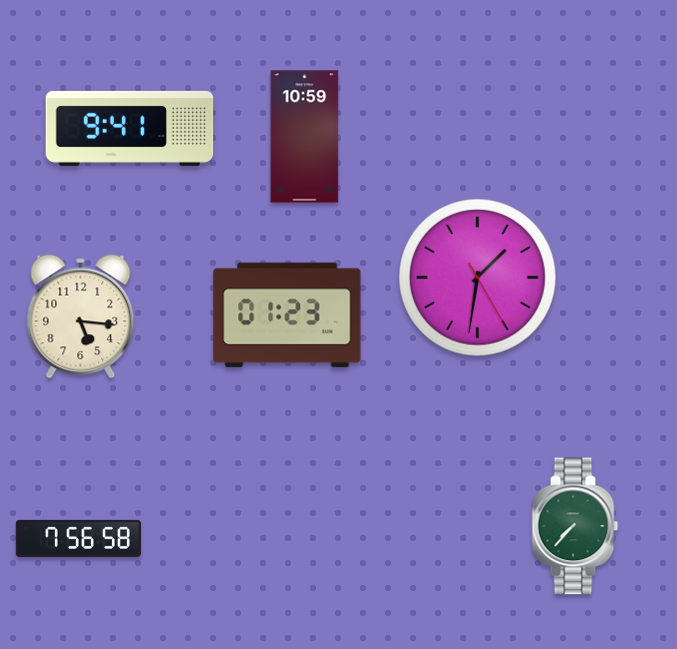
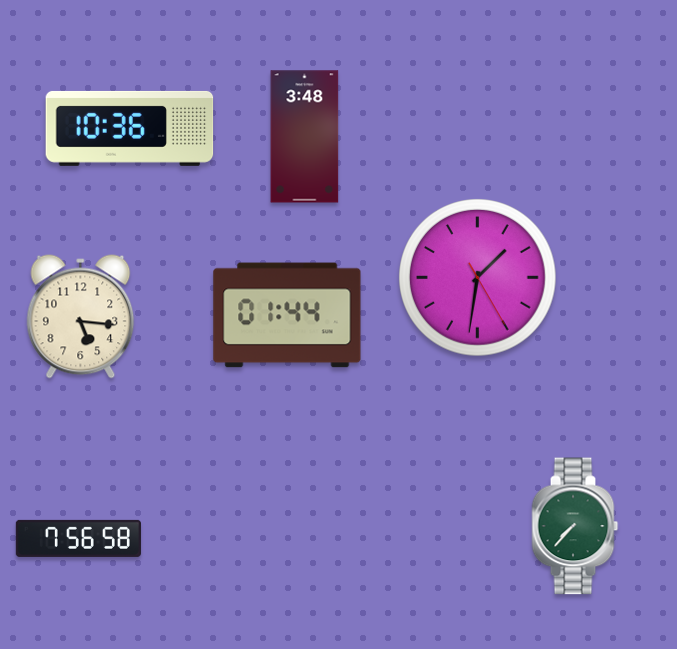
clock at (130, 128): 9:41 -> 10:36
clock at (305, 137): 10:59 -> 3:48
clock at (287, 315): 01:23 -> 01:44
